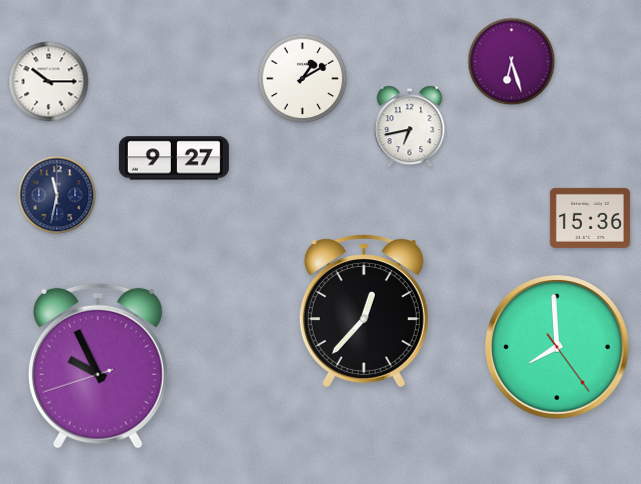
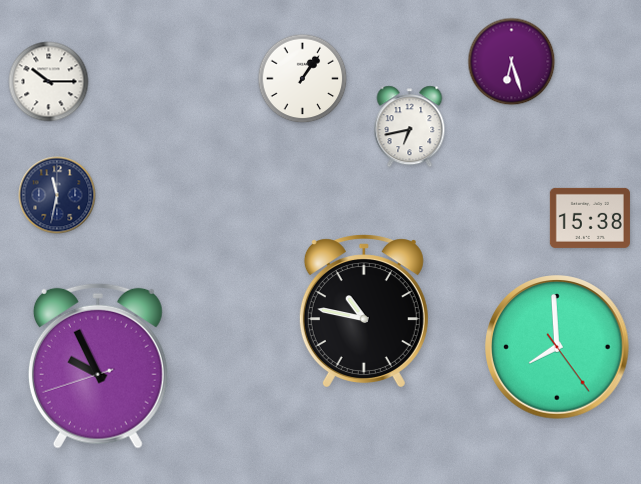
clock at (303, 79): 1:10 -> 1:06
clock at (174, 158): 9:27 -> none
clock at (590, 218): 15:36 -> 15:38
clock at (364, 311): 12:37 -> 10:47
